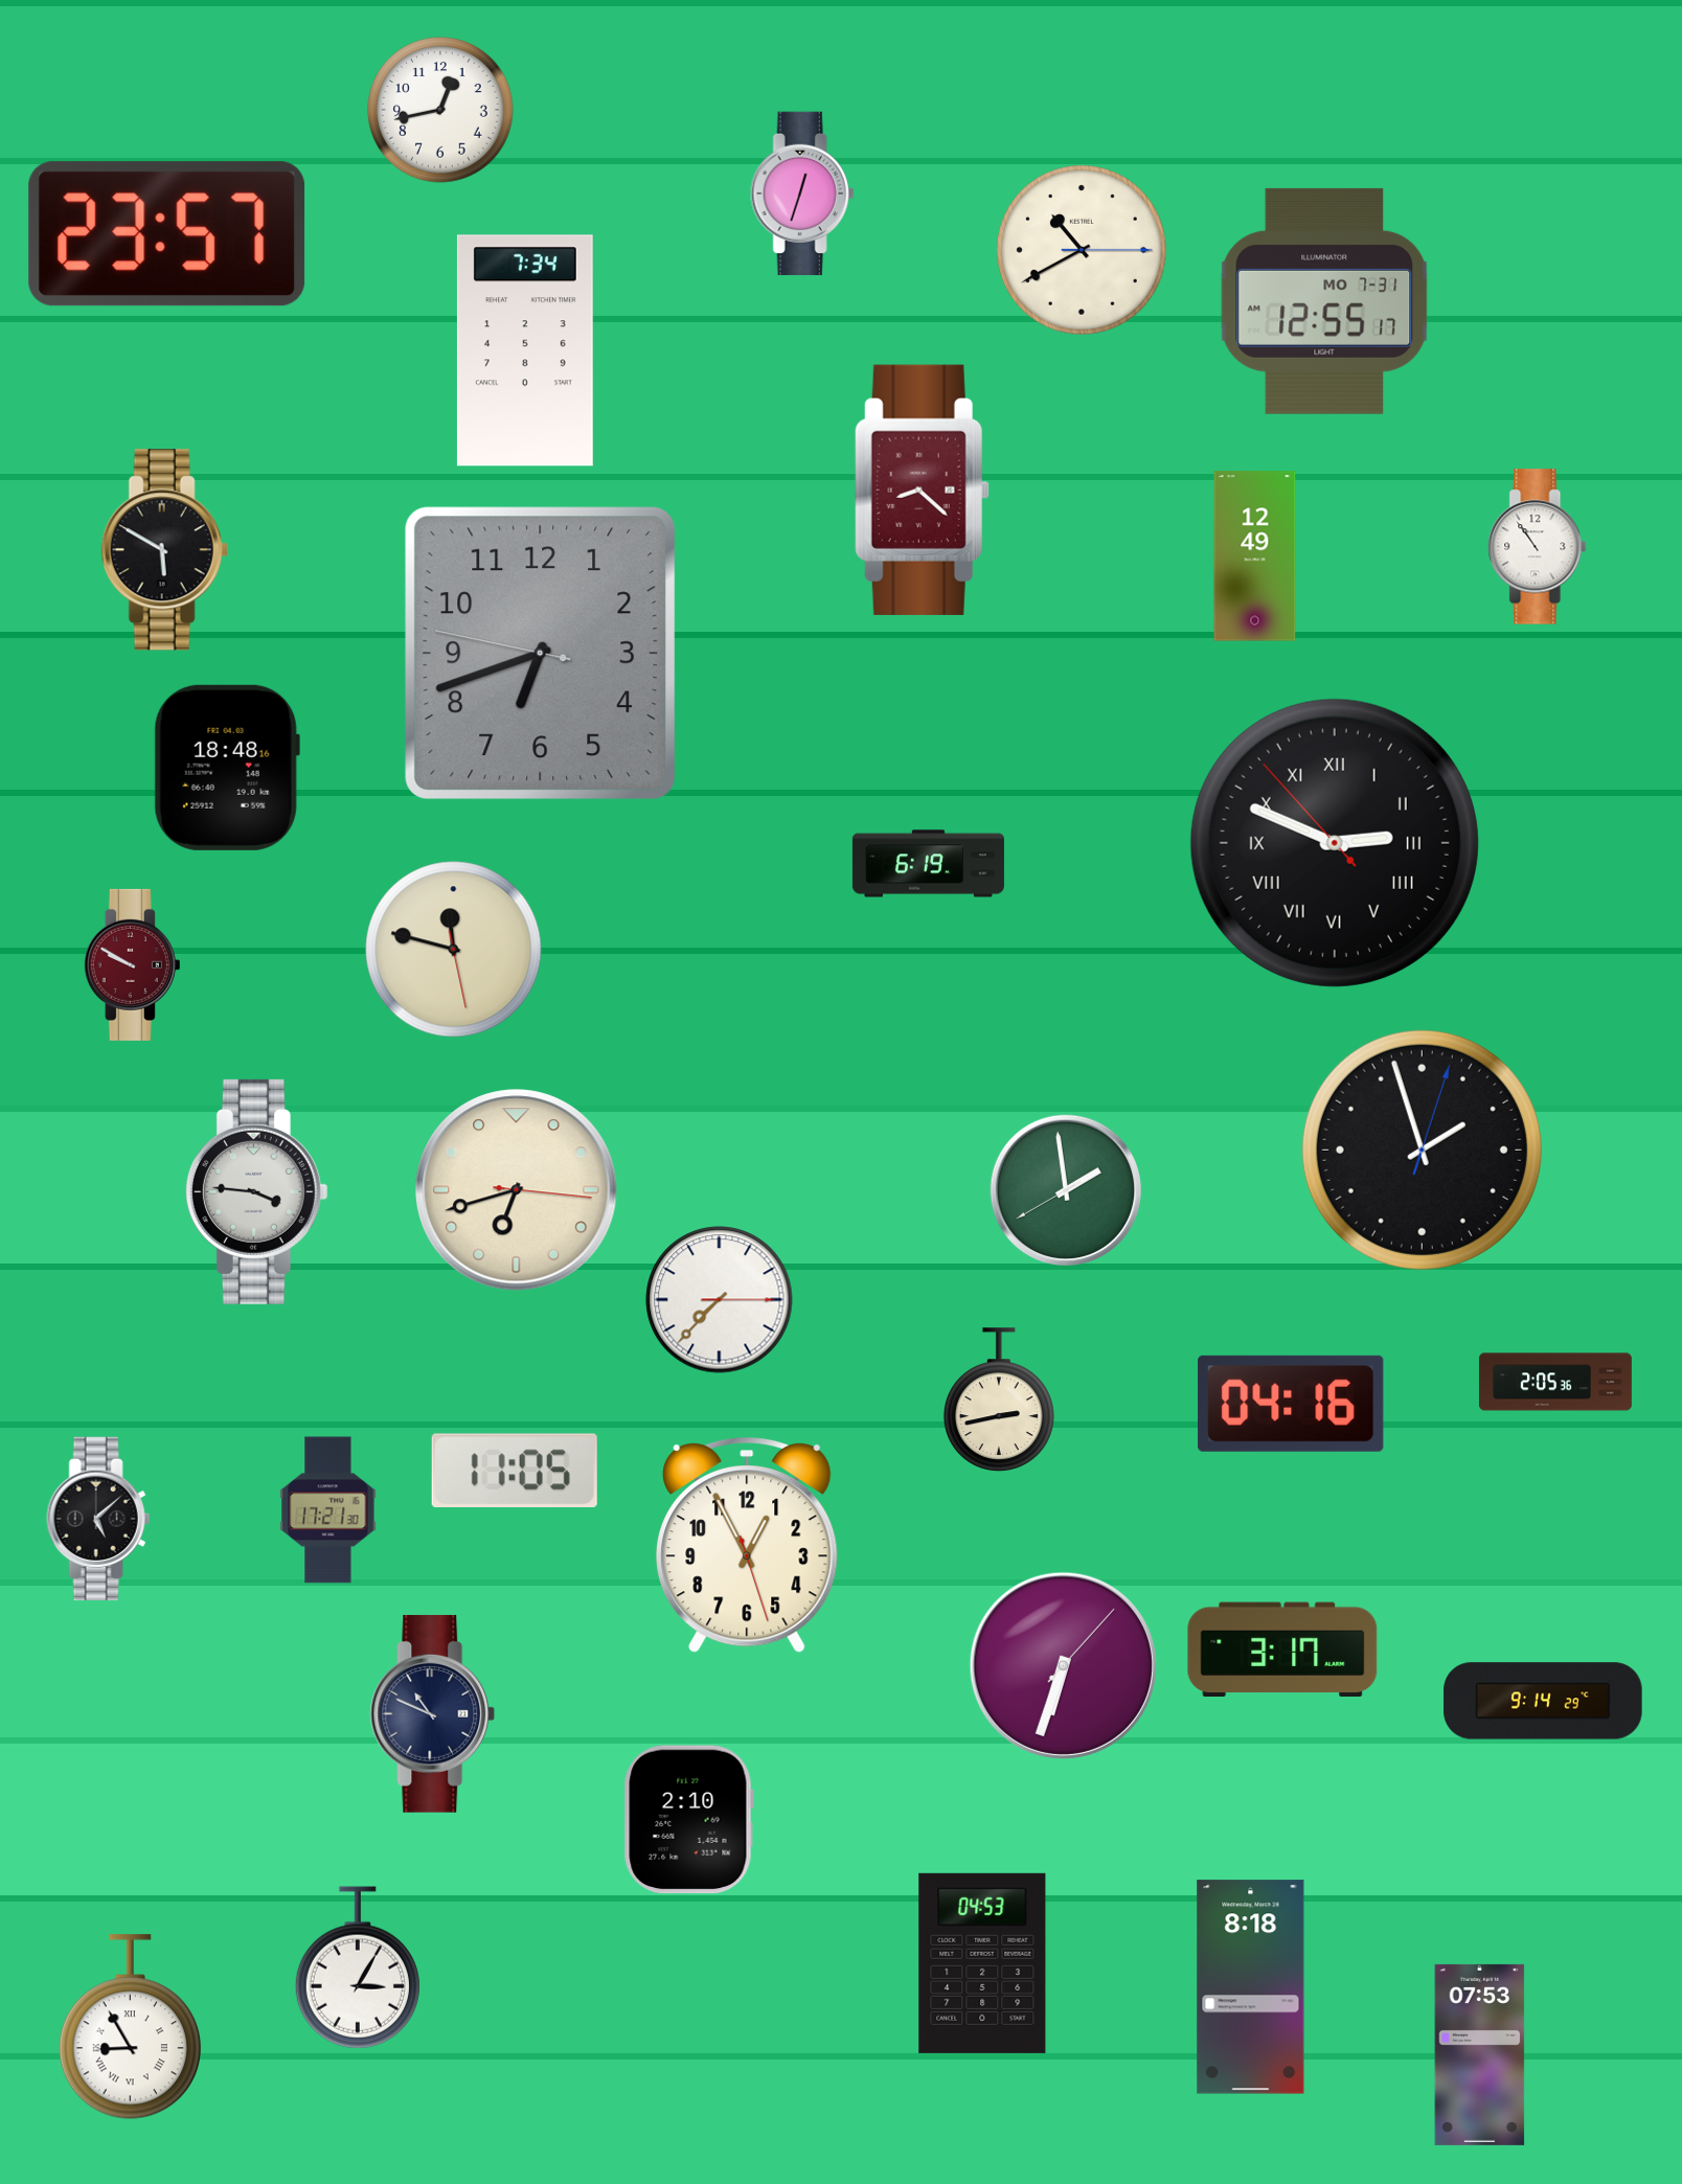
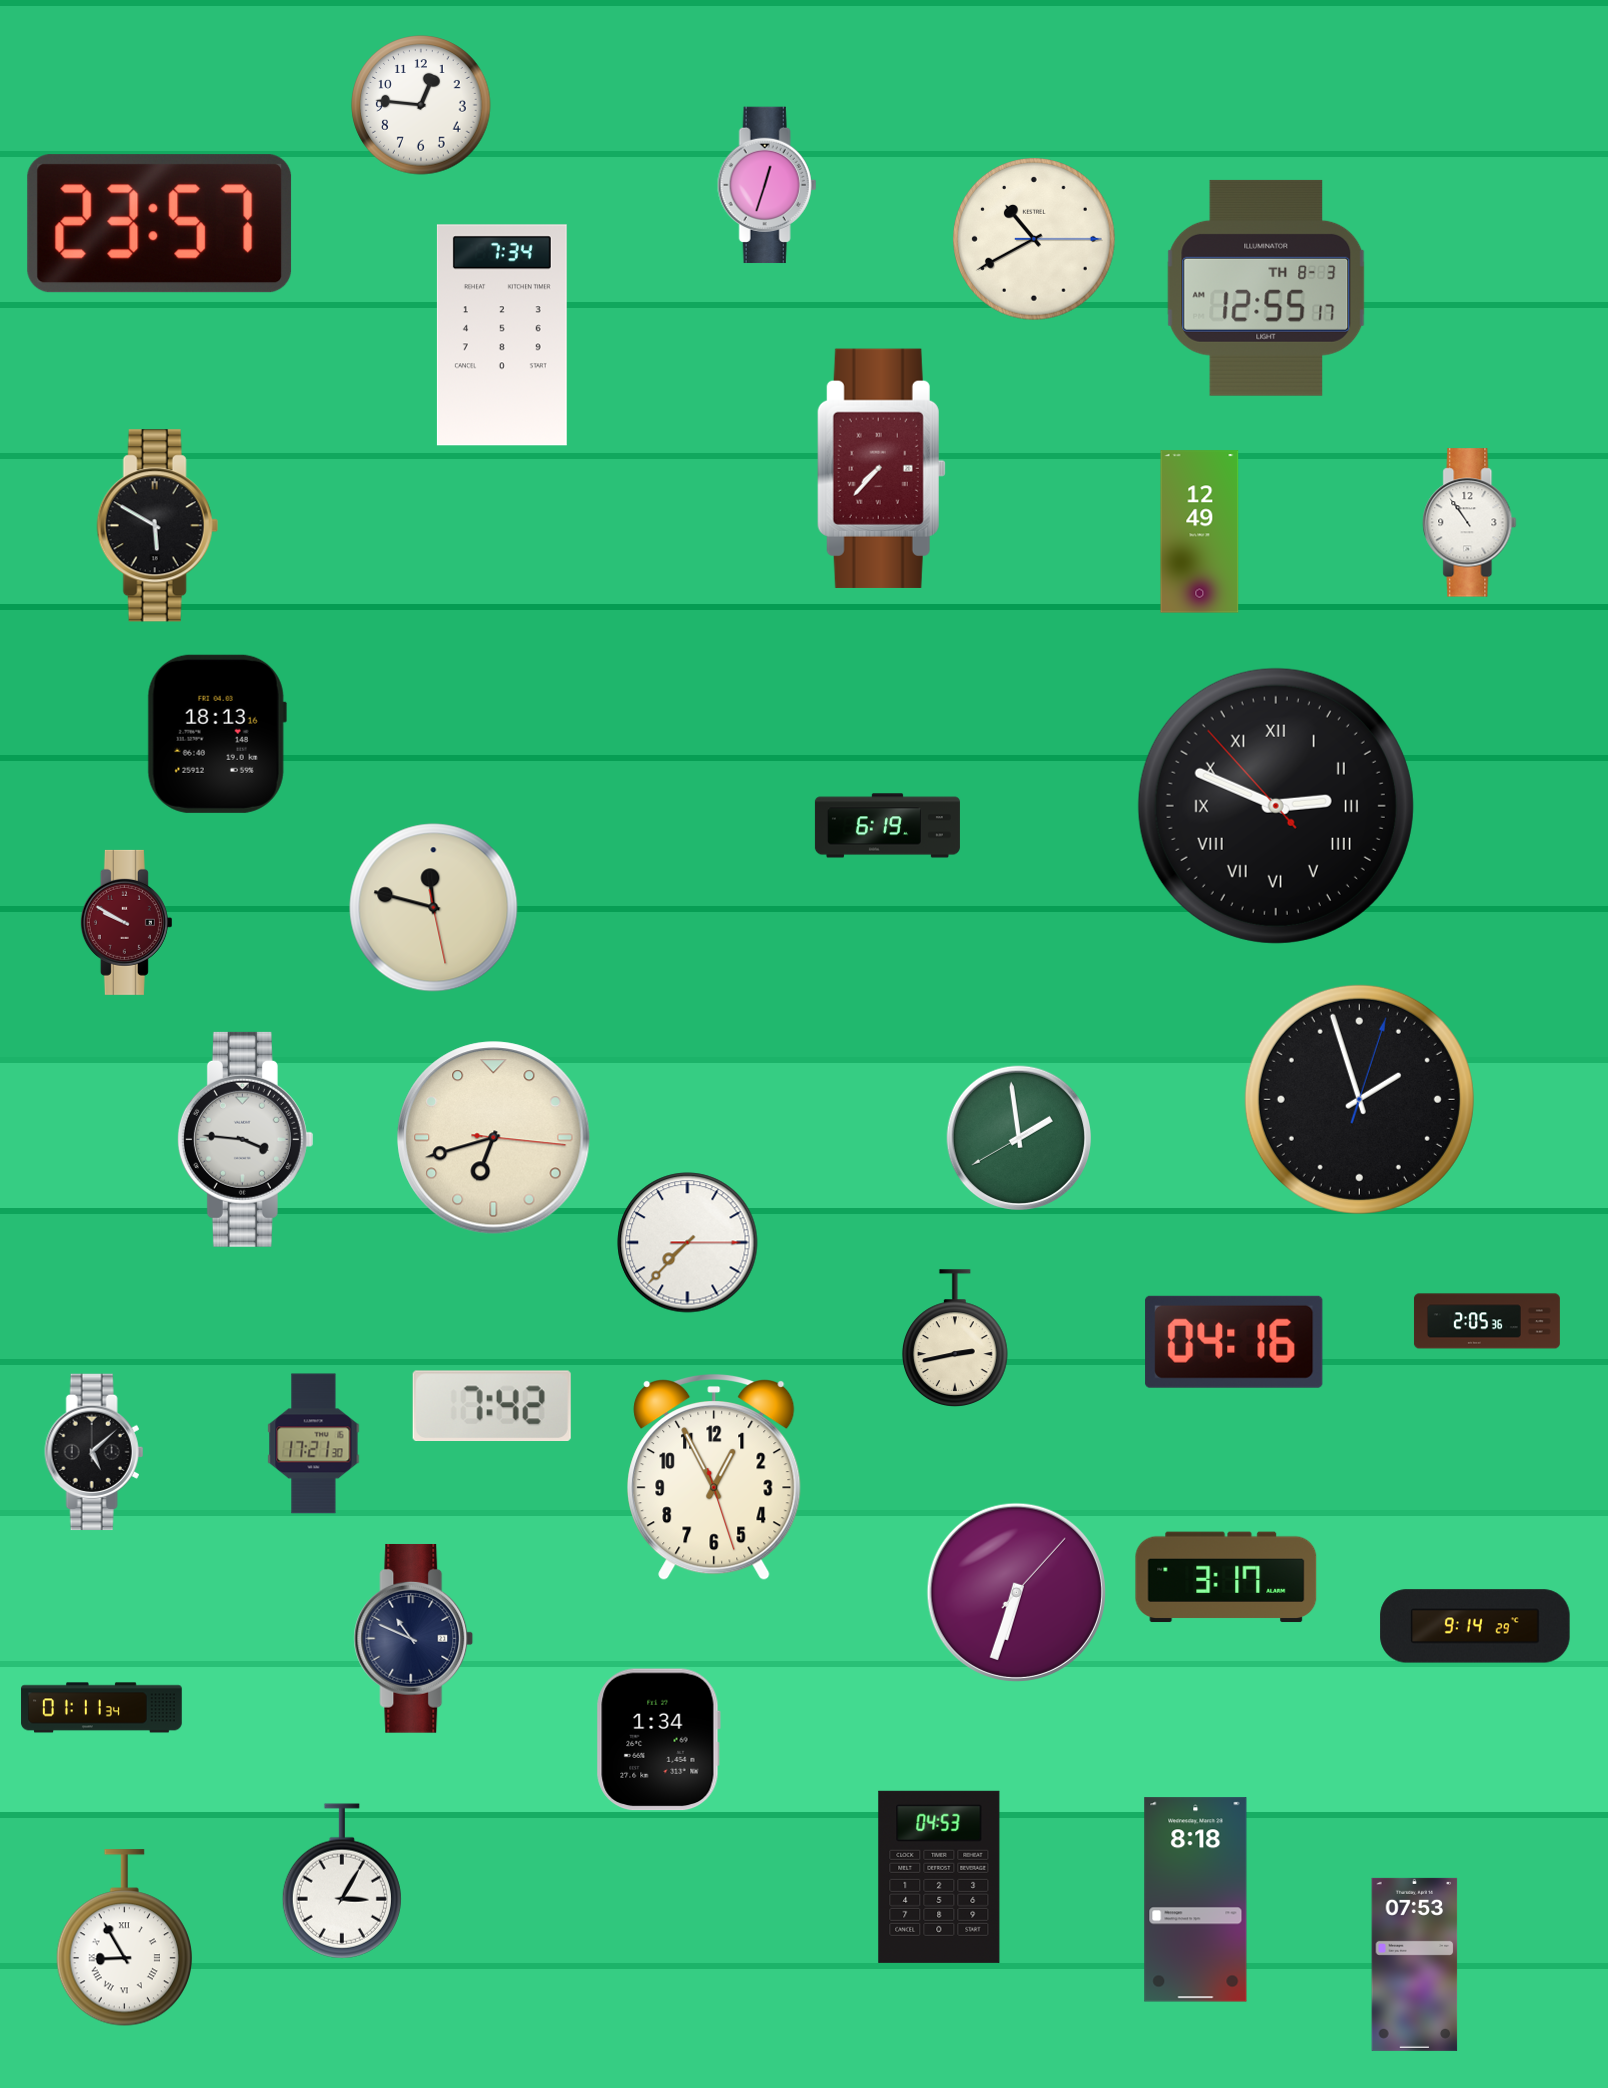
clock at (440, 110): 12:43 -> 12:46
clock at (1324, 301) date: MO 7-31 -> TH 8-3
clock at (922, 490): 8:22 -> 7:37
clock at (541, 654): 6:41 -> none
clock at (227, 768): 18:48 -> 18:13
clock at (515, 1470): 11:05 -> 7:42
clock at (102, 1708): none -> 01:11
clock at (688, 1820): 2:10 -> 1:34
